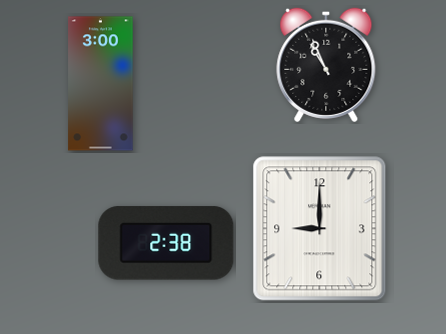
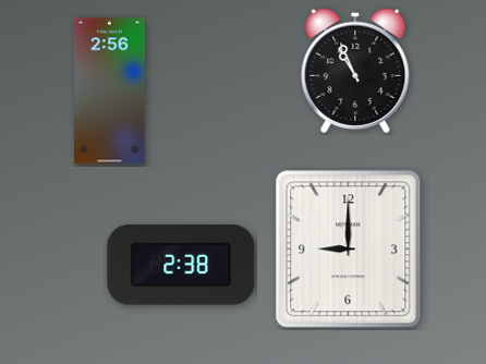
clock at (101, 84): 3:00 -> 2:56
